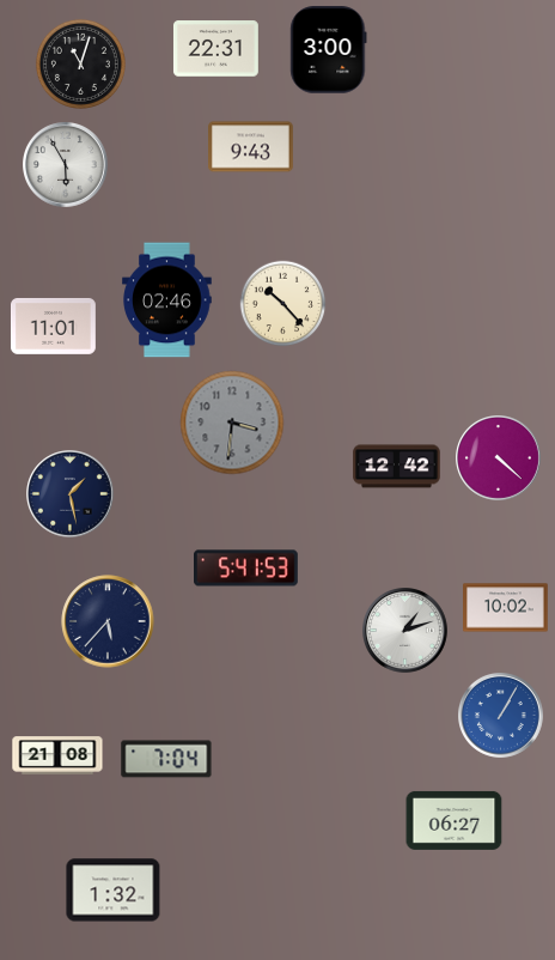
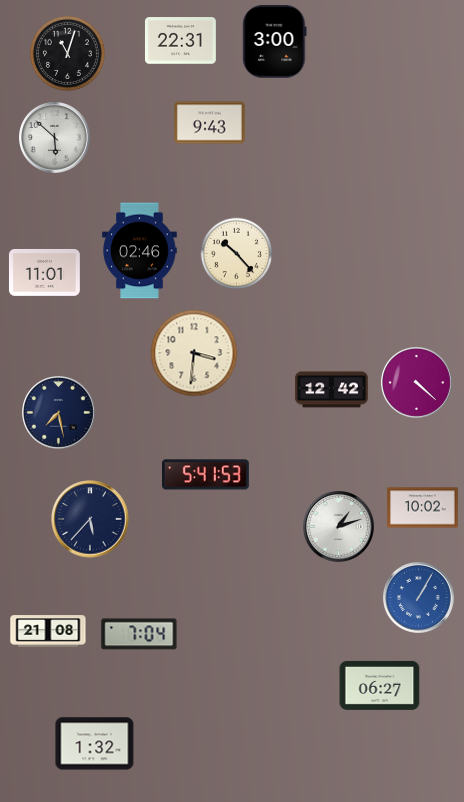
clock at (66, 165): 5:55 -> 5:52
clock at (232, 423) dial: grey -> cream
clock at (71, 494): 1:28 -> 7:28
